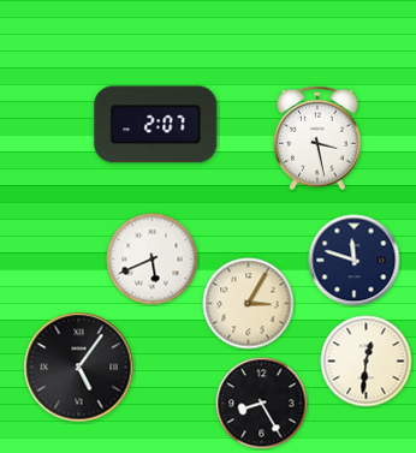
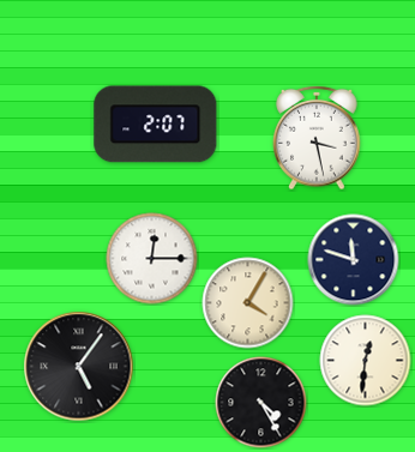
clock at (153, 260): 5:41 -> 12:15
clock at (249, 304): 3:05 -> 4:05
clock at (262, 404): 8:25 -> 4:25
